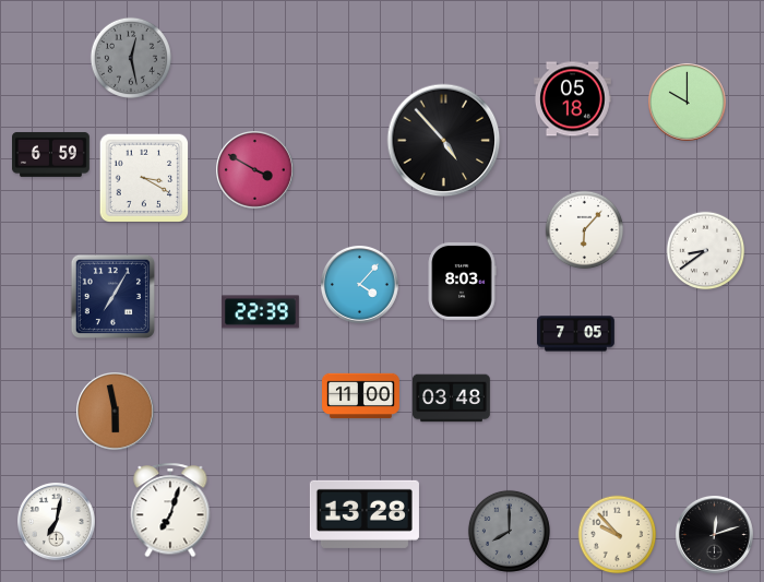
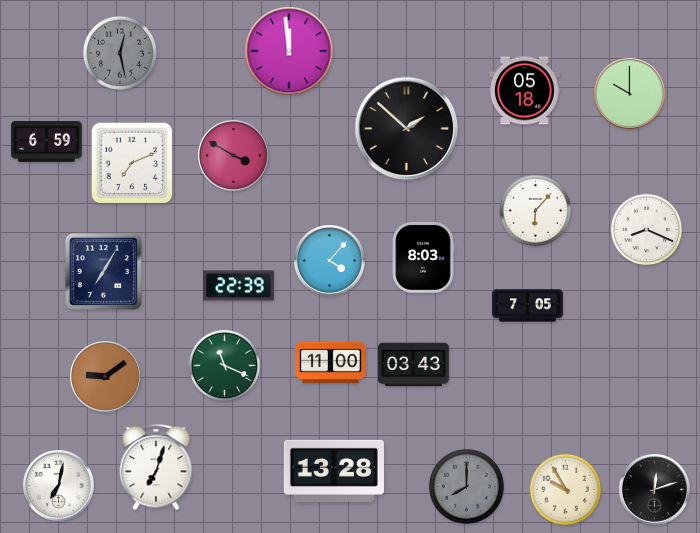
clock at (289, 51): none -> 11:59
clock at (444, 141): 4:53 -> 1:52
clock at (144, 178): 3:20 -> 7:11
clock at (706, 251): 8:39 -> 8:19
clock at (452, 399): 03:48 -> 03:43
clock at (225, 366): none -> 11:19
clock at (116, 412): 5:58 -> 9:09
clock at (57, 522) position: (57, 522) -> (59, 486)
clock at (618, 535): 9:53 -> 9:55
